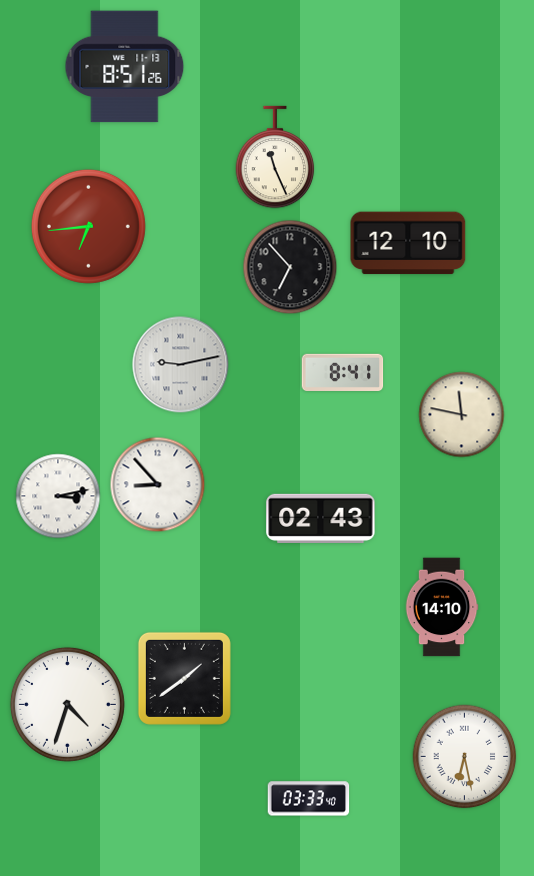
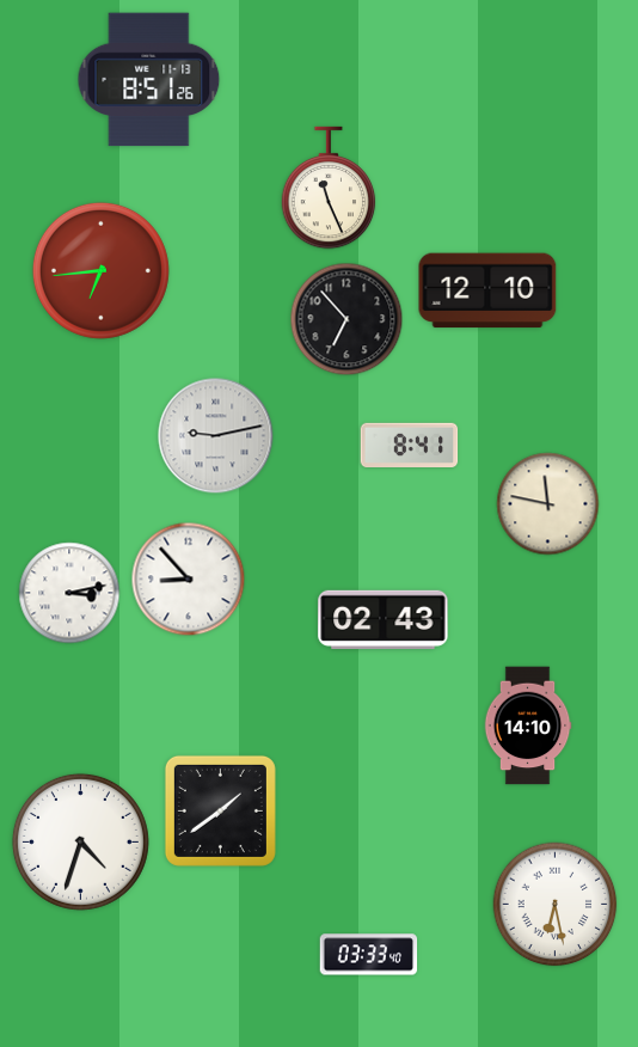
clock at (88, 226) position: (88, 226) -> (100, 270)
clock at (462, 415) position: (462, 415) -> (548, 504)
